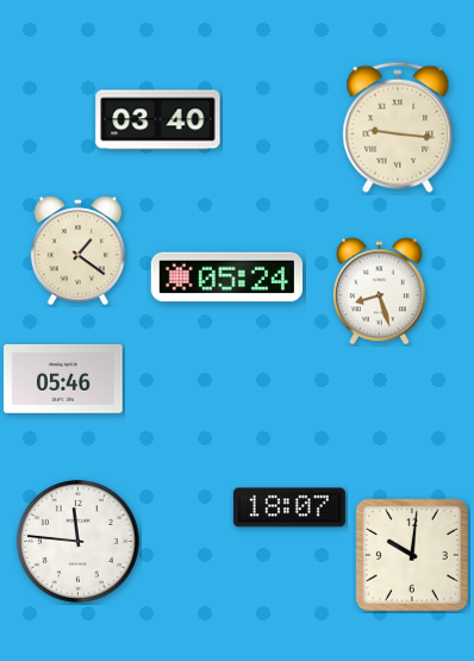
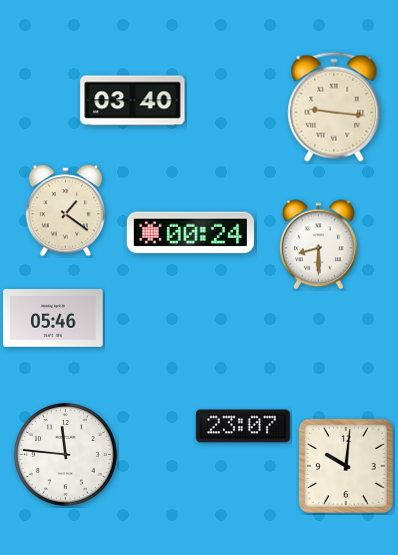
clock at (226, 278): 05:24 -> 00:24
clock at (379, 292): 8:27 -> 8:30
clock at (289, 507): 18:07 -> 23:07
